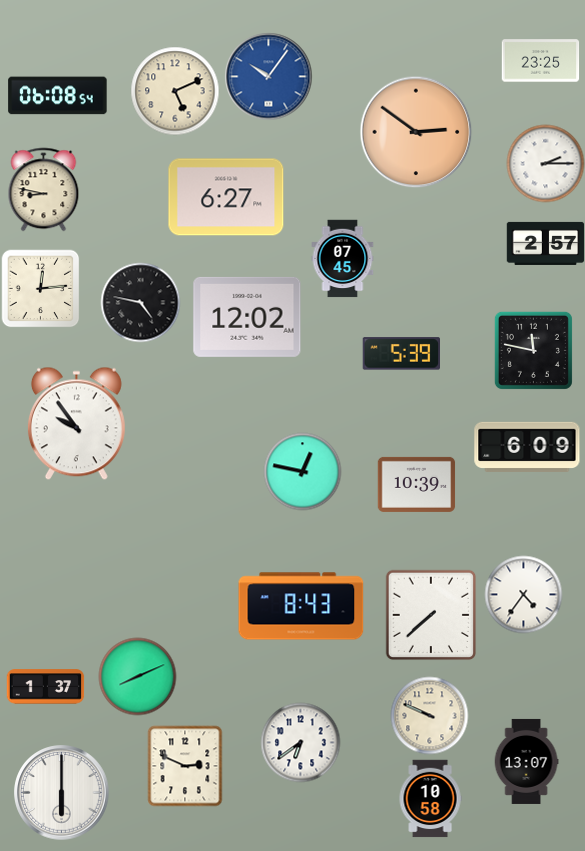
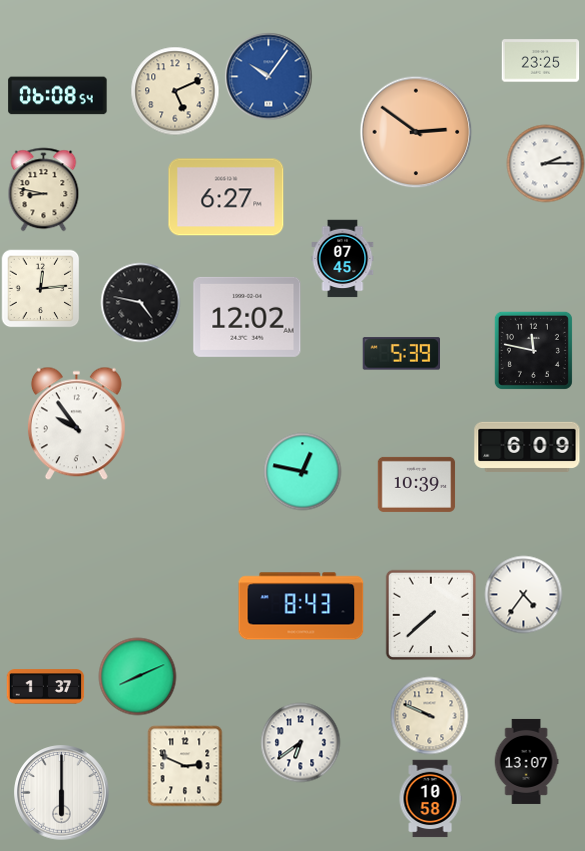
clock at (545, 243): 2:57 -> none
